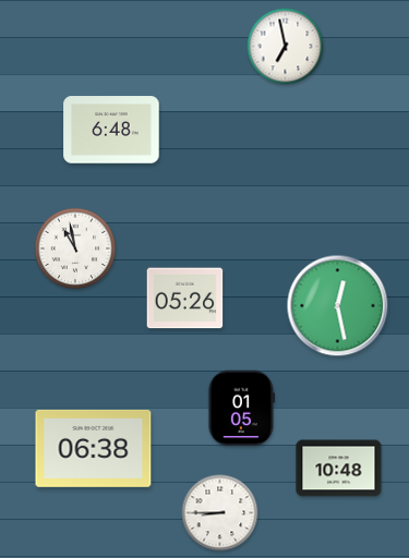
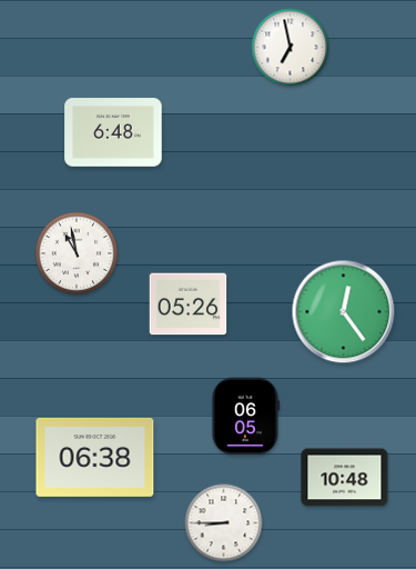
clock at (338, 306): 12:28 -> 12:24
clock at (241, 409): 01:05 -> 06:05
